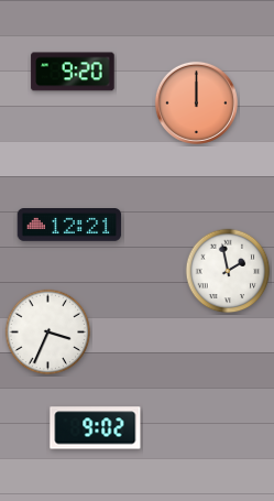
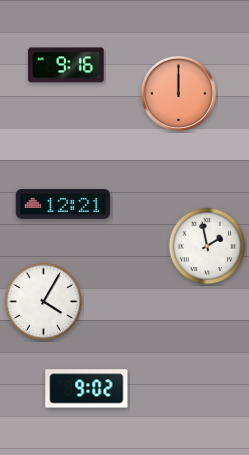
clock at (73, 72): 9:20 -> 9:16
clock at (48, 333): 3:34 -> 4:05
